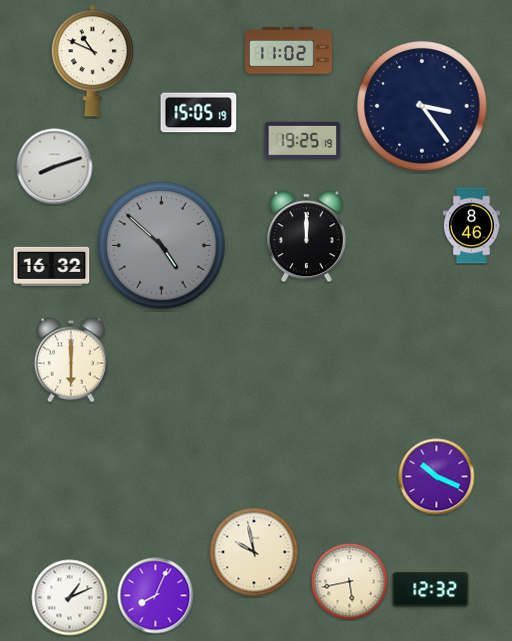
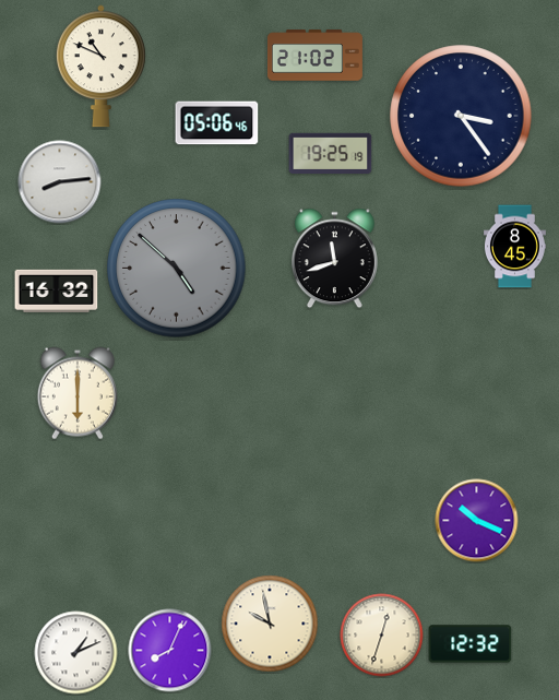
clock at (288, 51): 11:02 -> 21:02
clock at (199, 113): 15:05 -> 05:06
clock at (55, 167): 8:12 -> 8:14
clock at (471, 226): 8:46 -> 8:45
clock at (306, 237): 12:00 -> 11:42
clock at (254, 552) position: (254, 552) -> (270, 624)
clock at (350, 582): 5:43 -> 12:33
